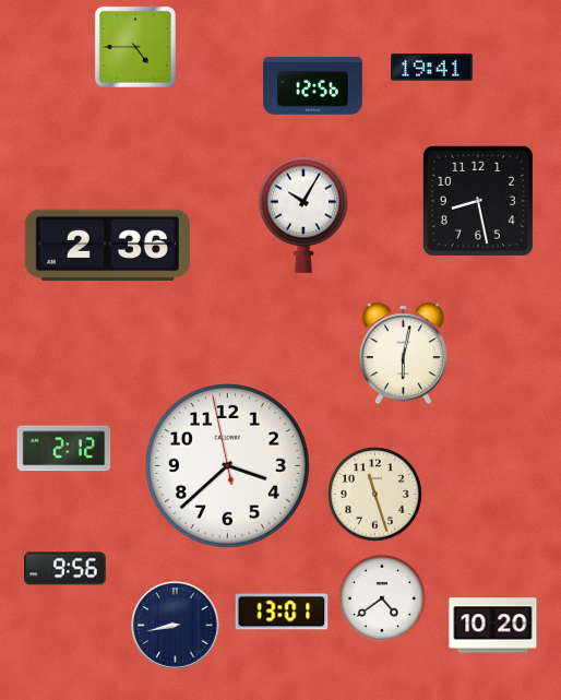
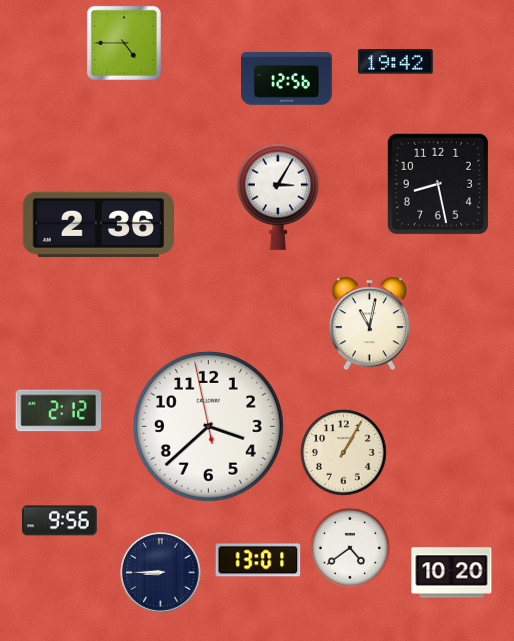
clock at (432, 68): 19:41 -> 19:42
clock at (303, 215): 10:05 -> 3:05
clock at (403, 354): 6:02 -> 11:02
clock at (375, 495): 11:27 -> 1:05
clock at (176, 626): 8:43 -> 8:45
